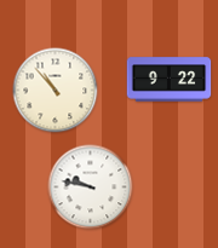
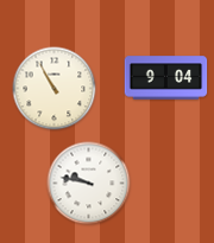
clock at (170, 80): 9:22 -> 9:04
clock at (56, 91): 10:53 -> 10:55
